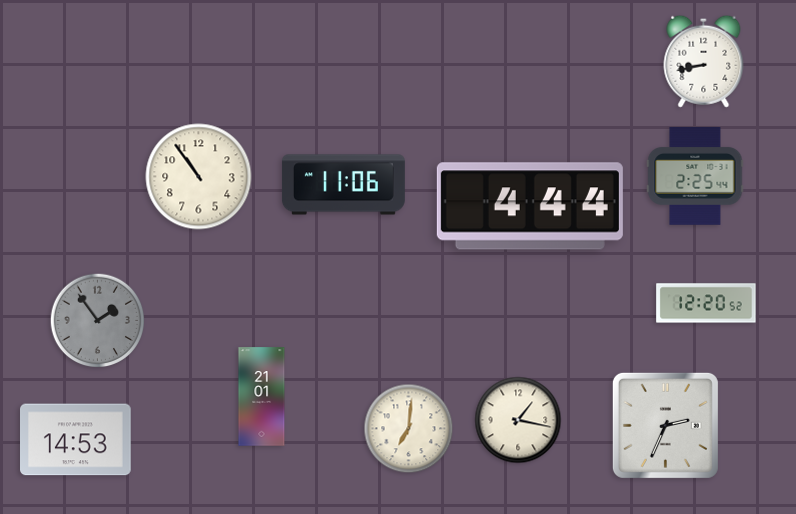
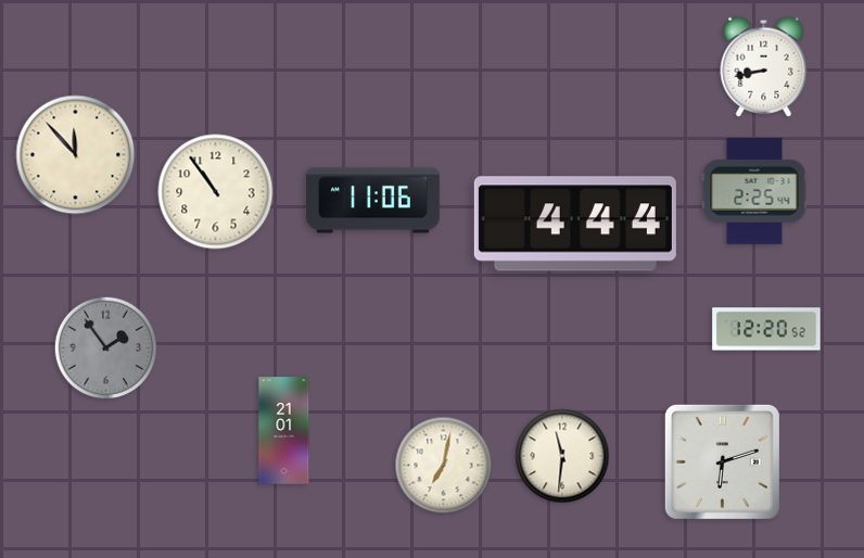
clock at (76, 155): none -> 11:53
clock at (518, 420): 1:17 -> 11:31
clock at (665, 425): 2:34 -> 6:12
clock at (409, 429): 7:01 -> 7:02
clock at (76, 440): 14:53 -> none
